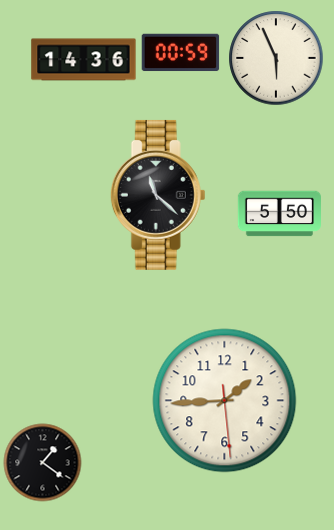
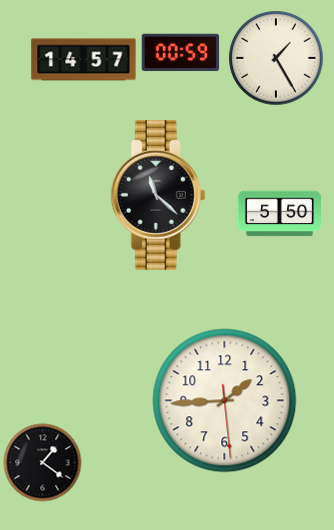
clock at (276, 58): 5:56 -> 1:25
clock at (84, 60): 14:36 -> 14:57
